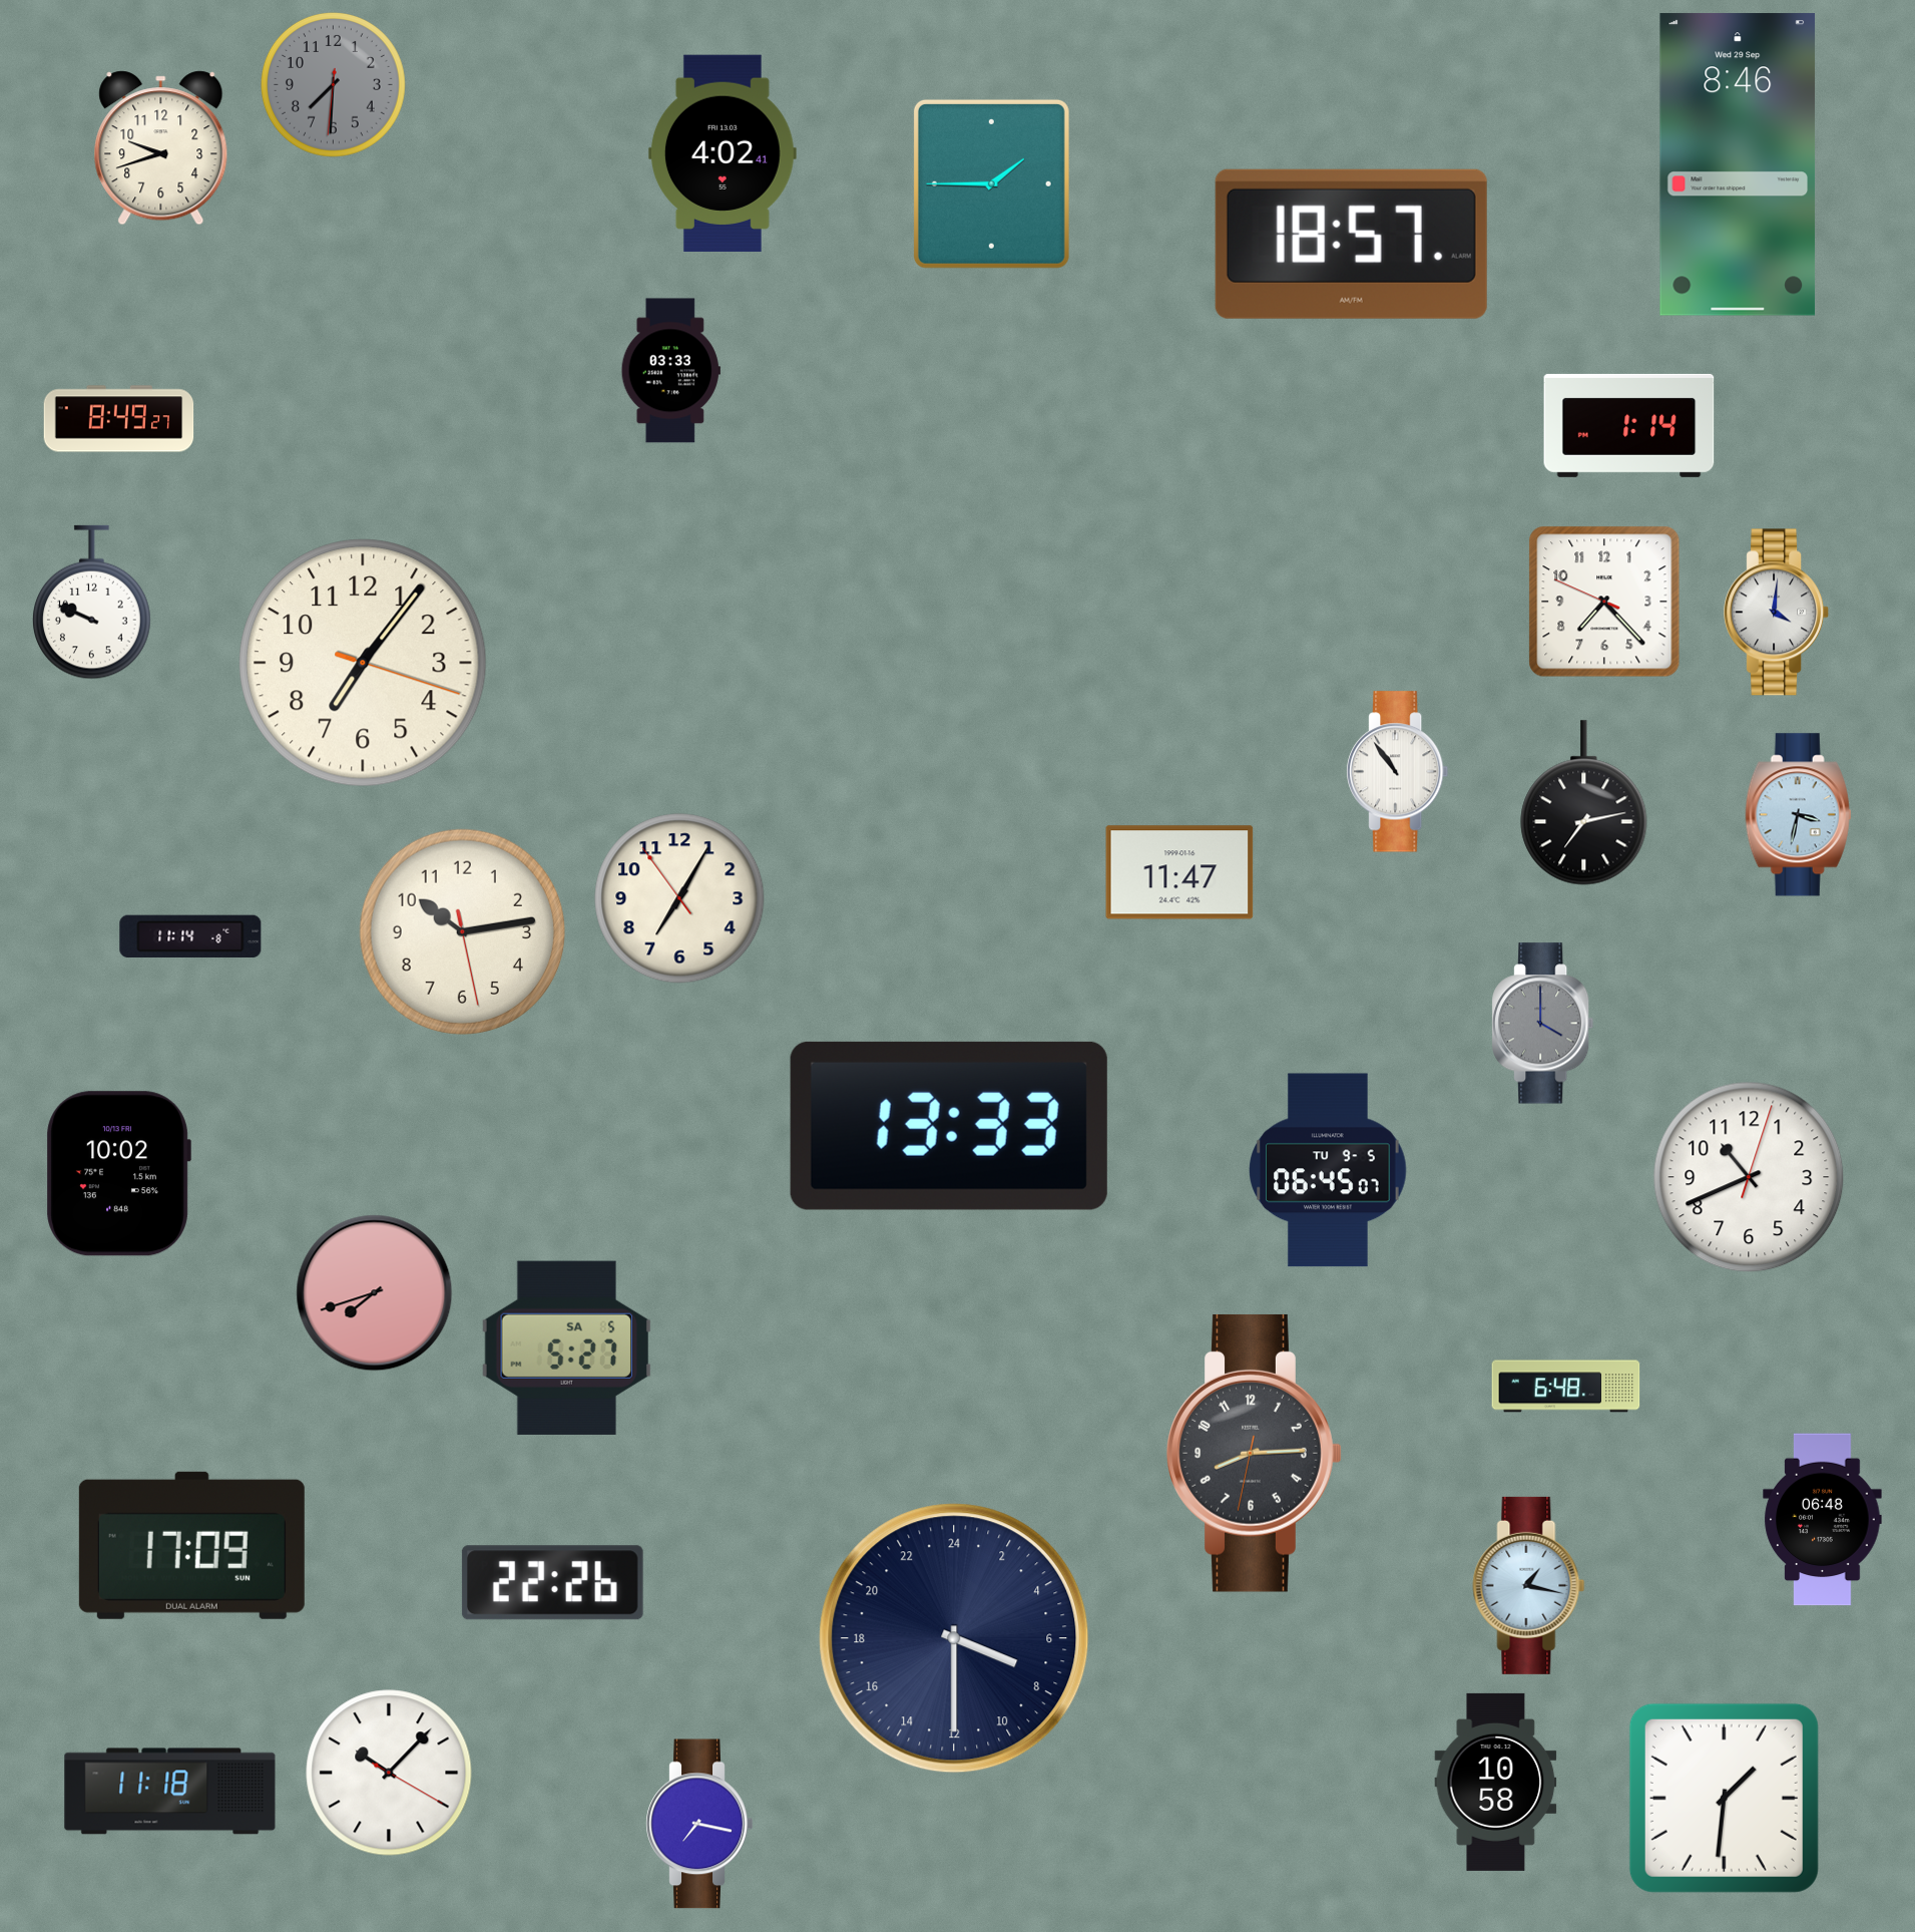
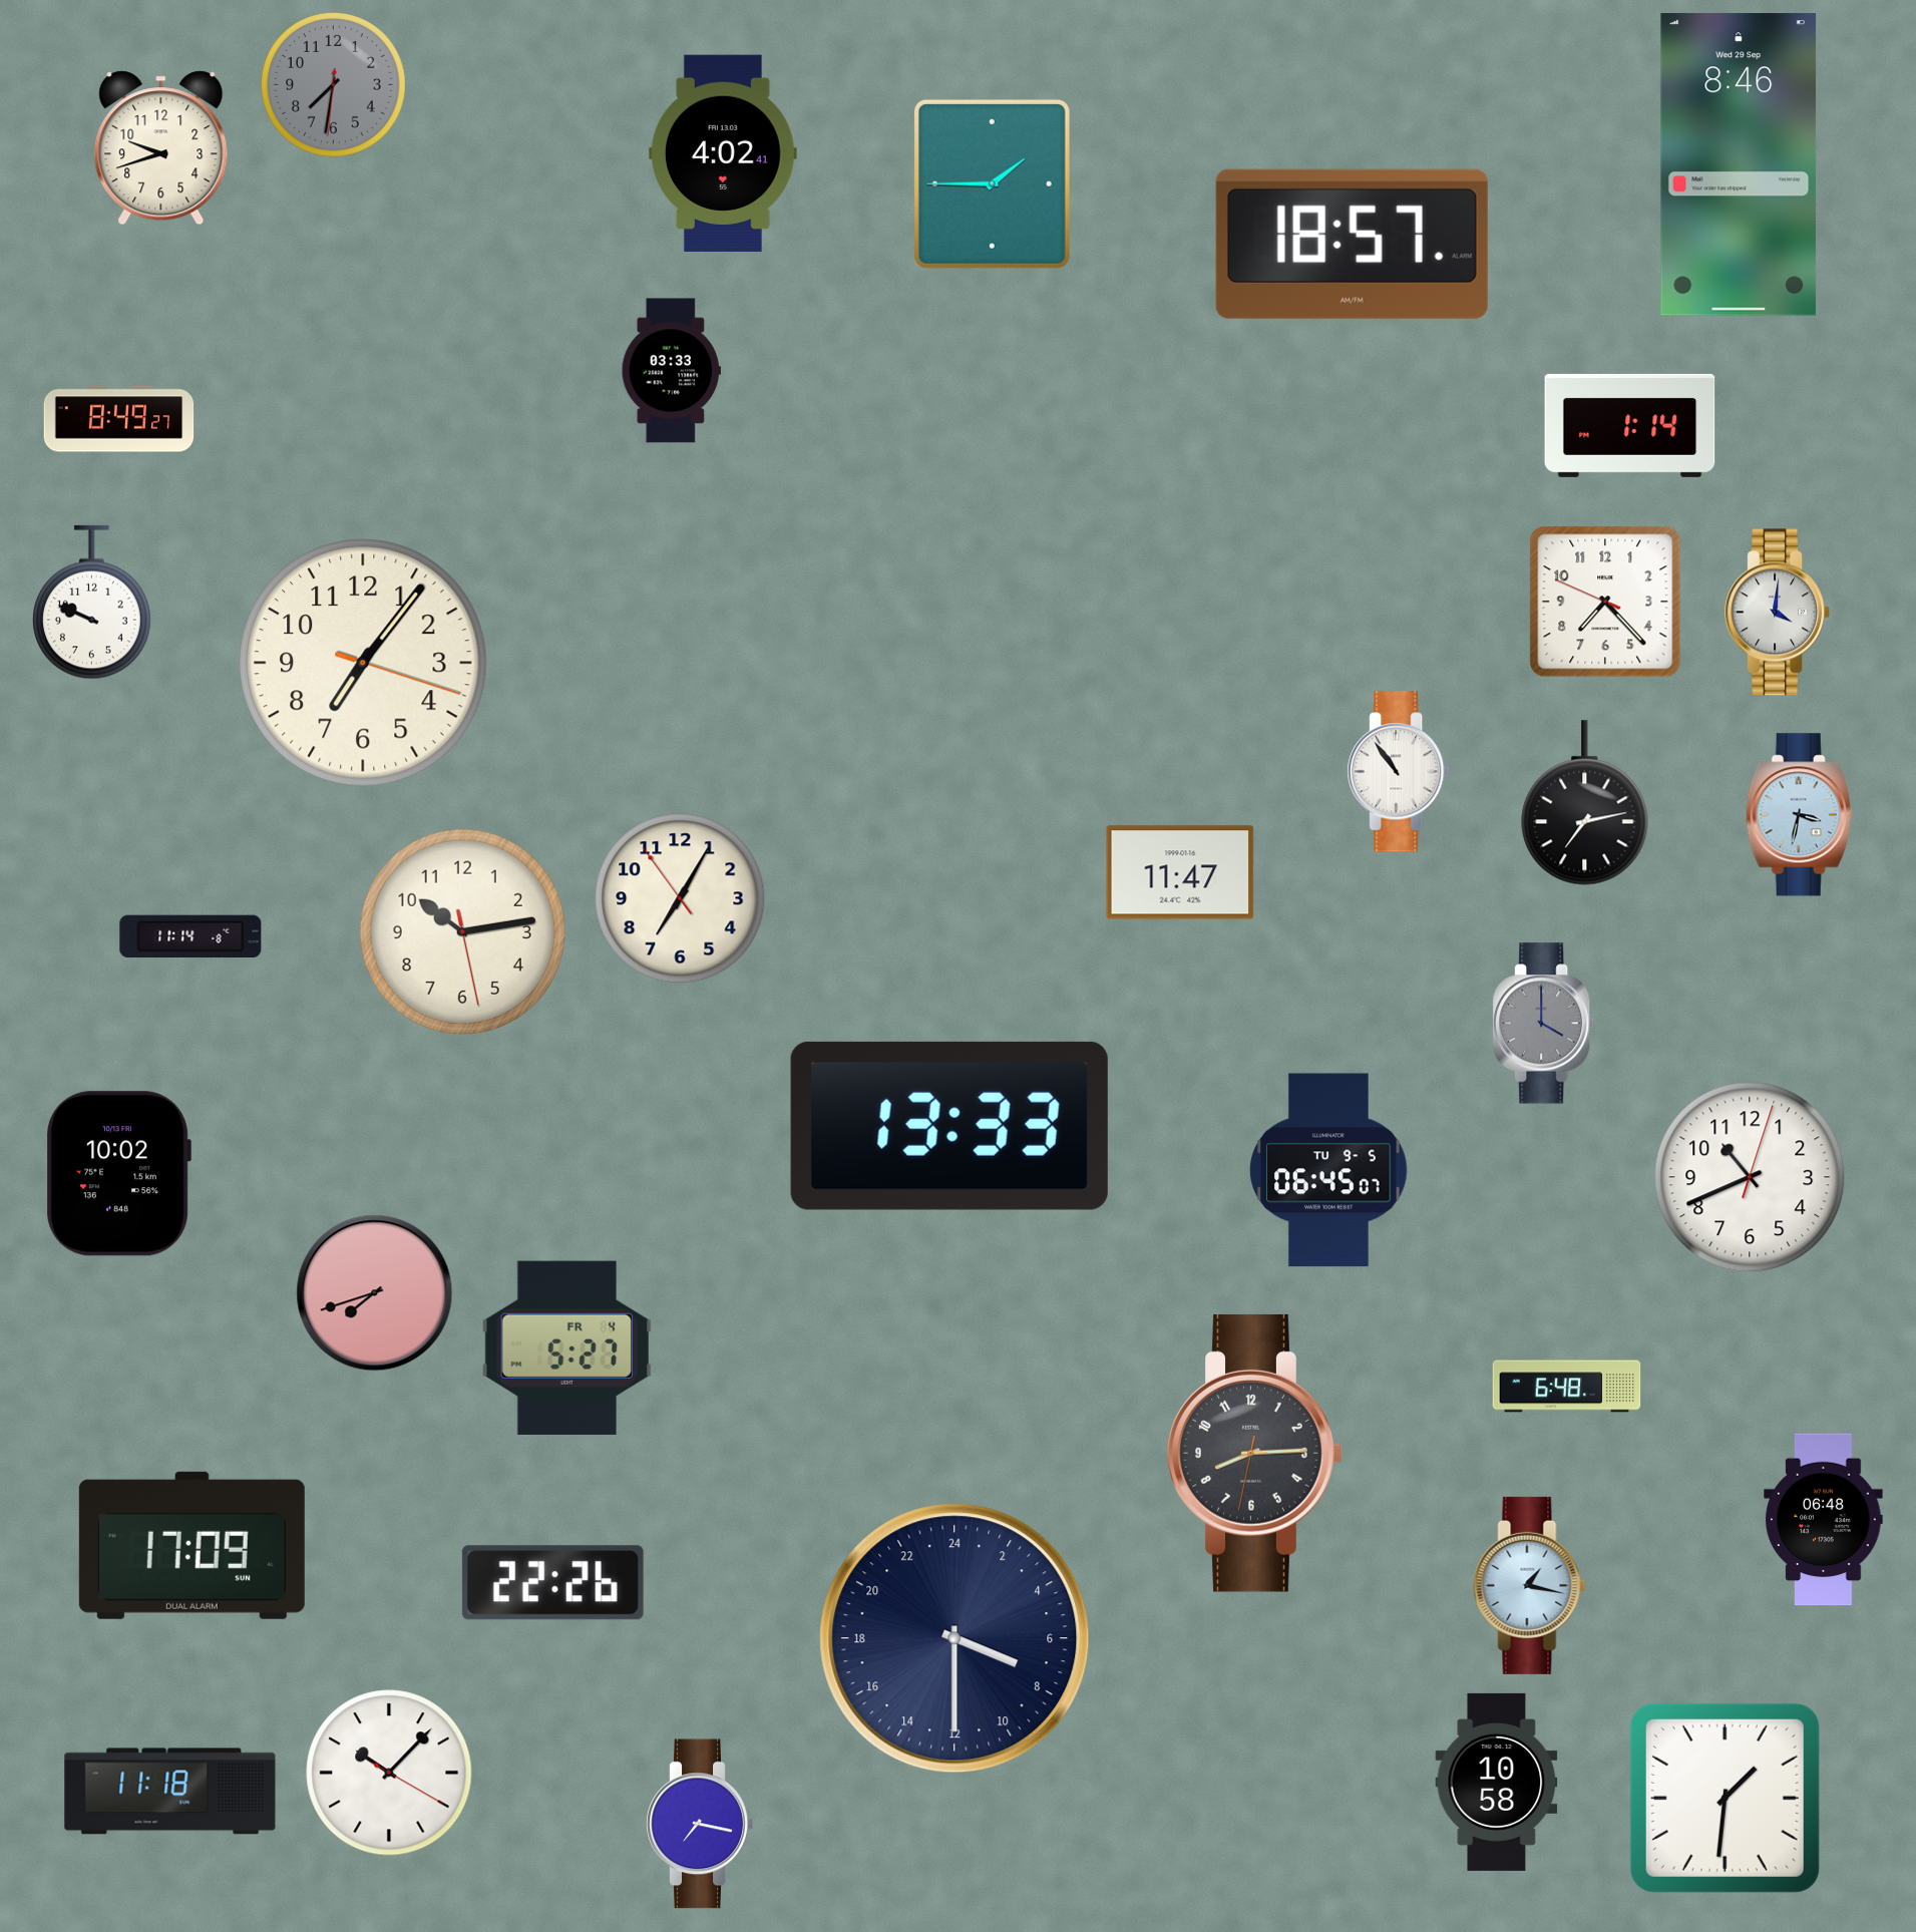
clock at (333, 84): 7:30 -> 7:31
clock at (566, 1347) date: SA 5 -> FR 4
